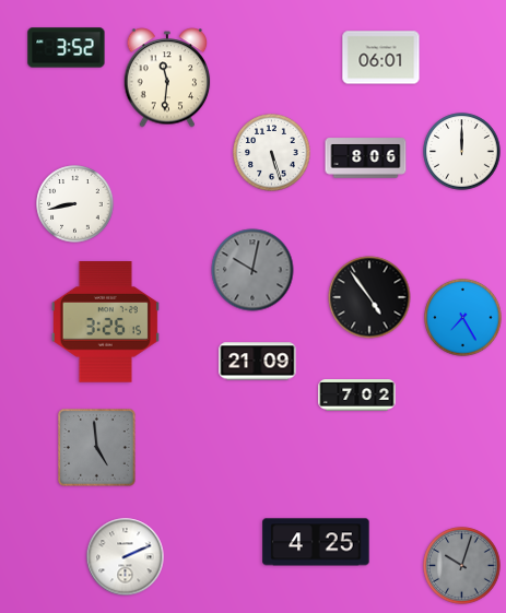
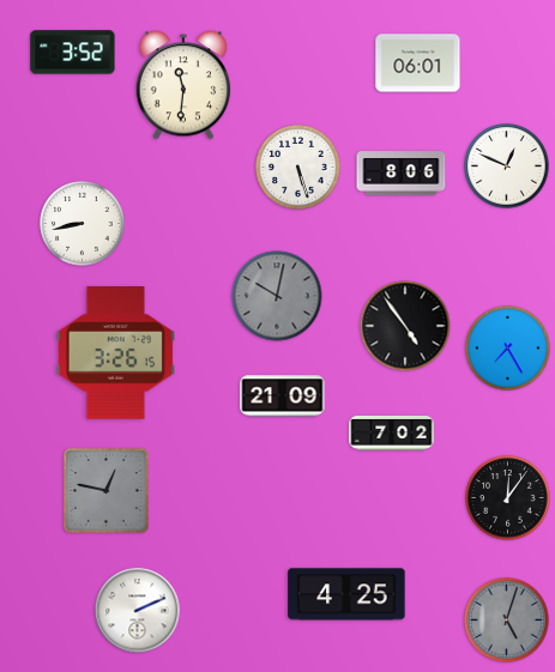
clock at (462, 152): 12:00 -> 12:49
clock at (97, 448): 4:59 -> 12:47
clock at (508, 498): none -> 12:06
clock at (462, 566): 10:03 -> 5:03
